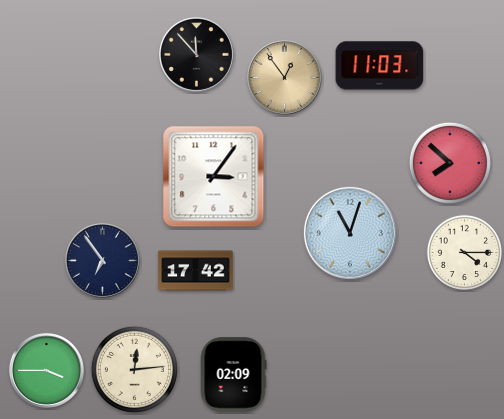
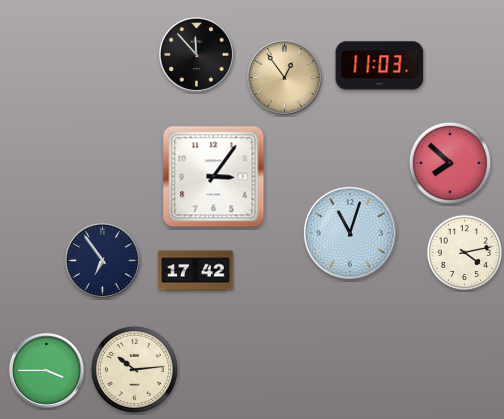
clock at (464, 252): 4:15 -> 4:13
clock at (134, 369): 12:14 -> 10:14
clock at (233, 375): 02:09 -> none
